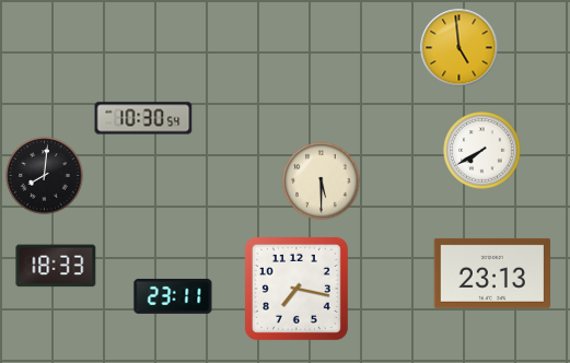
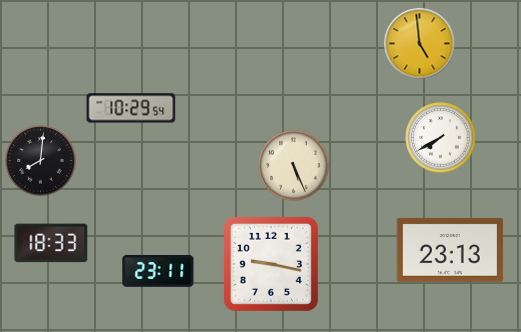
clock at (143, 118): 10:30 -> 10:29
clock at (322, 181): 5:30 -> 5:26
clock at (296, 289): 7:17 -> 9:17
